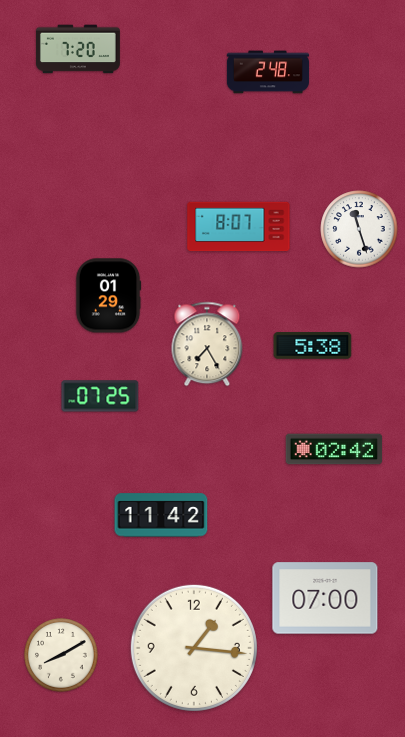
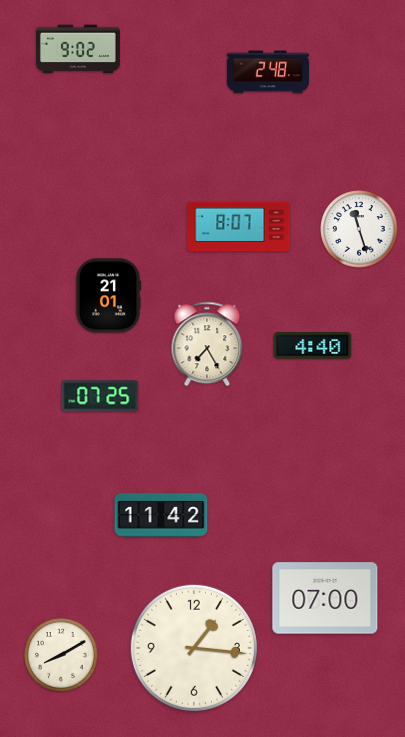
clock at (78, 49): 7:20 -> 9:02
clock at (108, 296): 01:29 -> 21:01
clock at (313, 346): 5:38 -> 4:40
clock at (334, 449): 02:42 -> none
